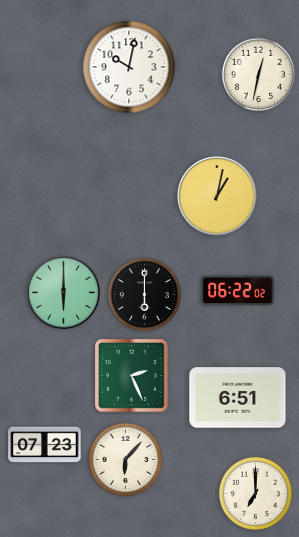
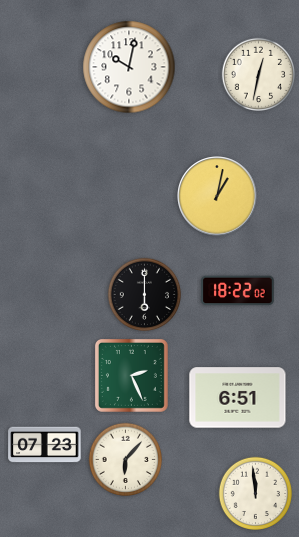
clock at (238, 291): 06:22 -> 18:22
clock at (64, 293): 6:00 -> none
clock at (255, 493): 7:00 -> 11:59
